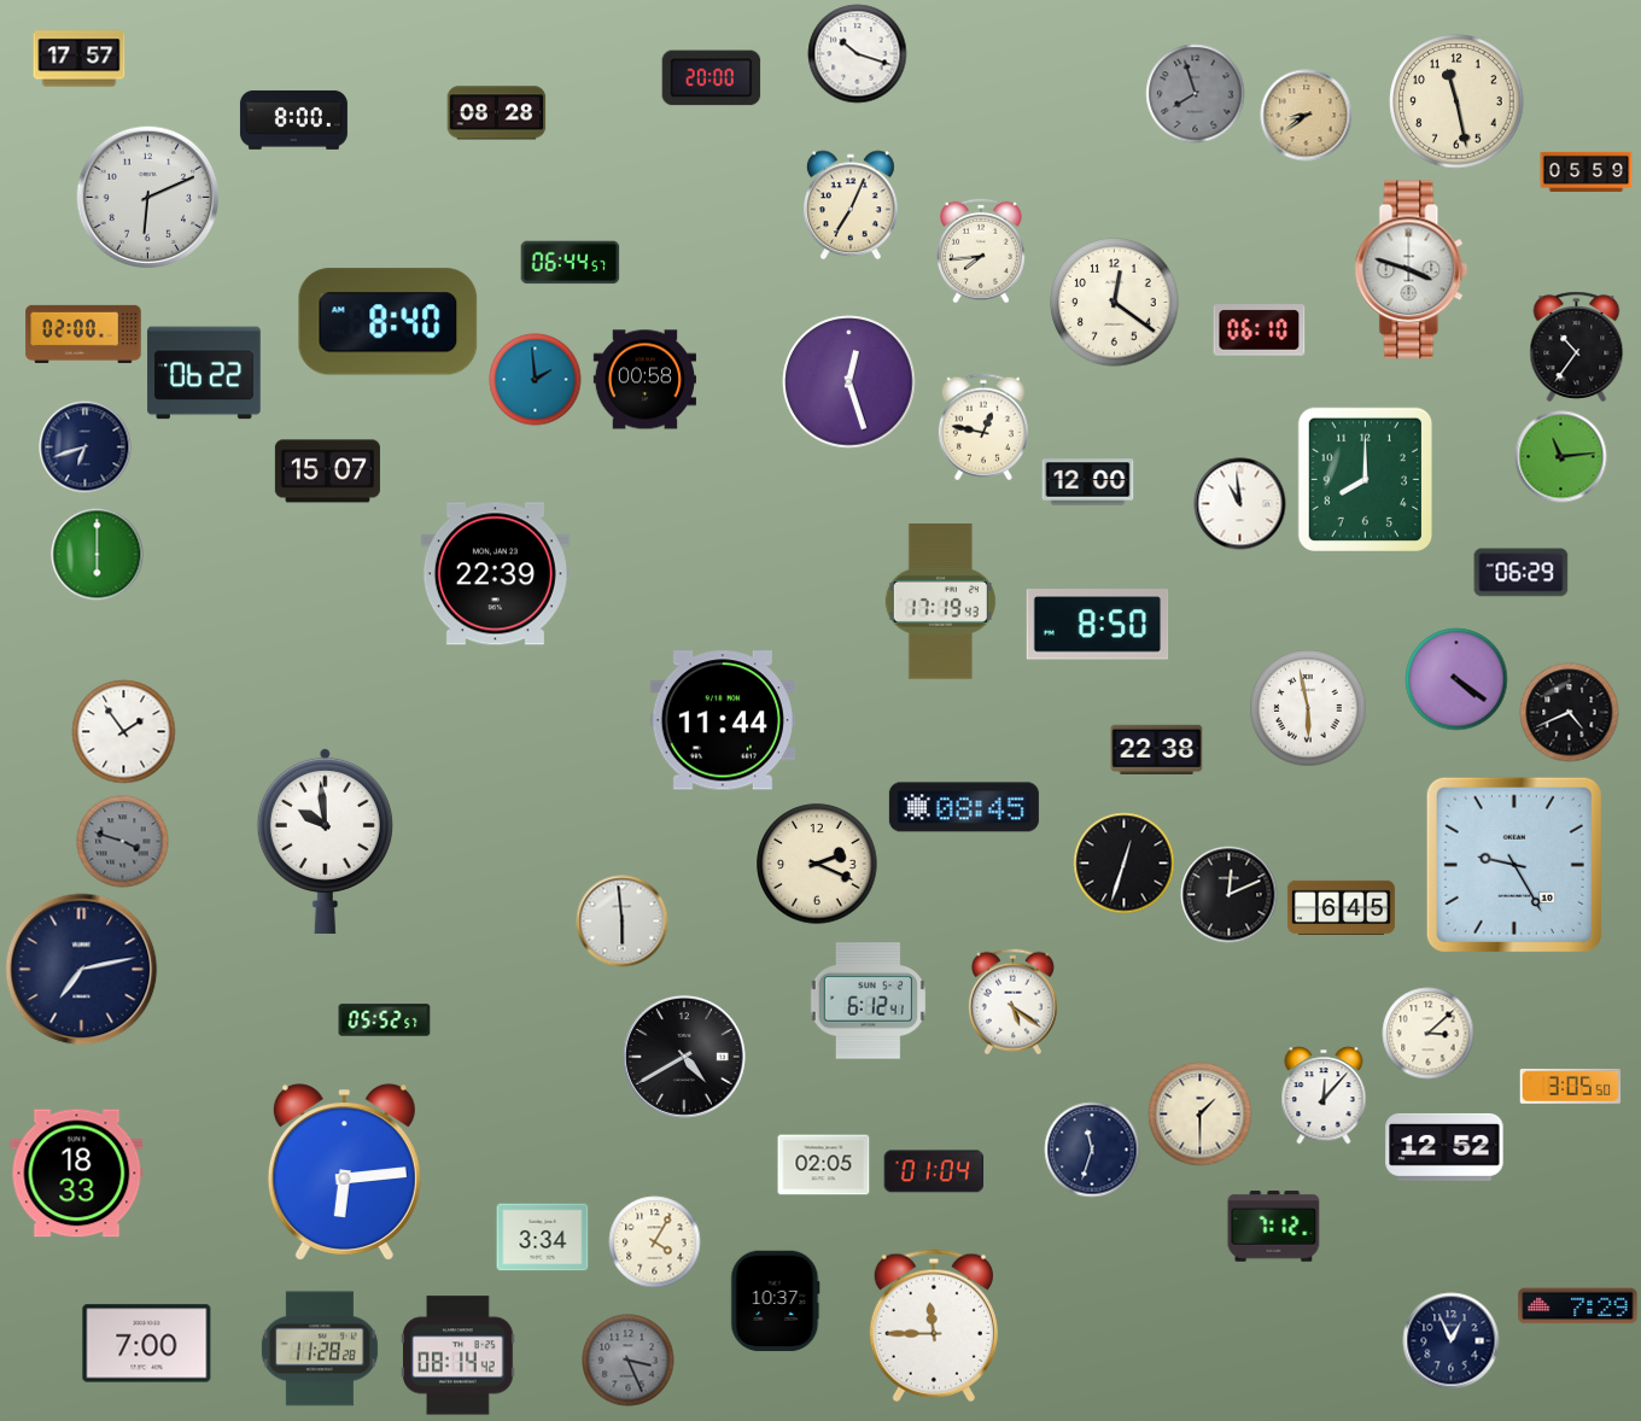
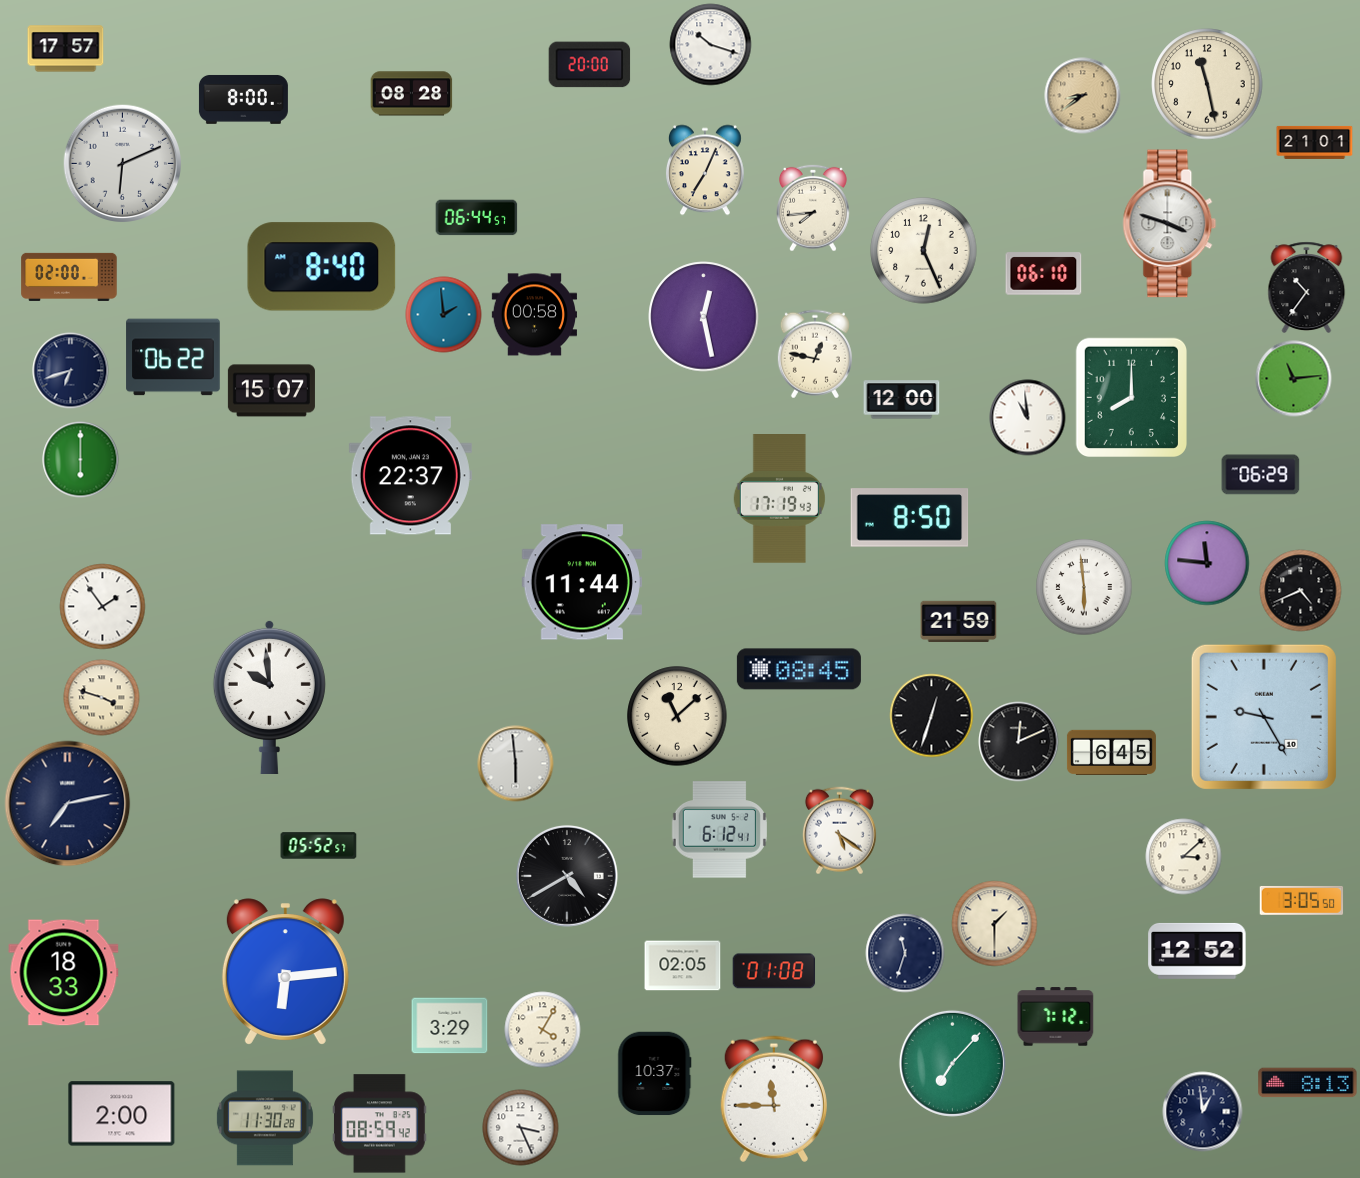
clock at (1196, 94): 7:57 -> none
clock at (1587, 171): 05:59 -> 21:01
clock at (571, 263) position: (571, 263) -> (477, 218)
clock at (1115, 303): 12:21 -> 12:26
clock at (204, 373) position: (204, 373) -> (173, 357)
clock at (849, 382): 12:27 -> 12:28
clock at (495, 574): 22:39 -> 22:37
clock at (1456, 679): 4:21 -> 11:46
clock at (1308, 708): 5:58 -> 5:59
clock at (723, 720) position: (723, 720) -> (582, 582)
clock at (1157, 750): 22:38 -> 21:59
clock at (123, 842) dial: grey -> cream
clock at (817, 864): 2:19 -> 11:08
clock at (1514, 865) position: (1514, 865) -> (1264, 717)
clock at (1324, 1095): 12:07 -> none
clock at (934, 1171): 01:04 -> 01:08
clock at (543, 1238): 3:34 -> 3:29
clock at (952, 1063): none -> 7:07
clock at (776, 1302) position: (776, 1302) -> (655, 1074)
clock at (1578, 1306): 7:29 -> 8:13
clock at (1452, 1341): 12:56 -> 12:59
clock at (147, 1344): 7:00 -> 2:00
clock at (320, 1349): 11:28 -> 11:30
clock at (459, 1356): 08:14 -> 08:59
clock at (629, 1361) dial: grey -> white
